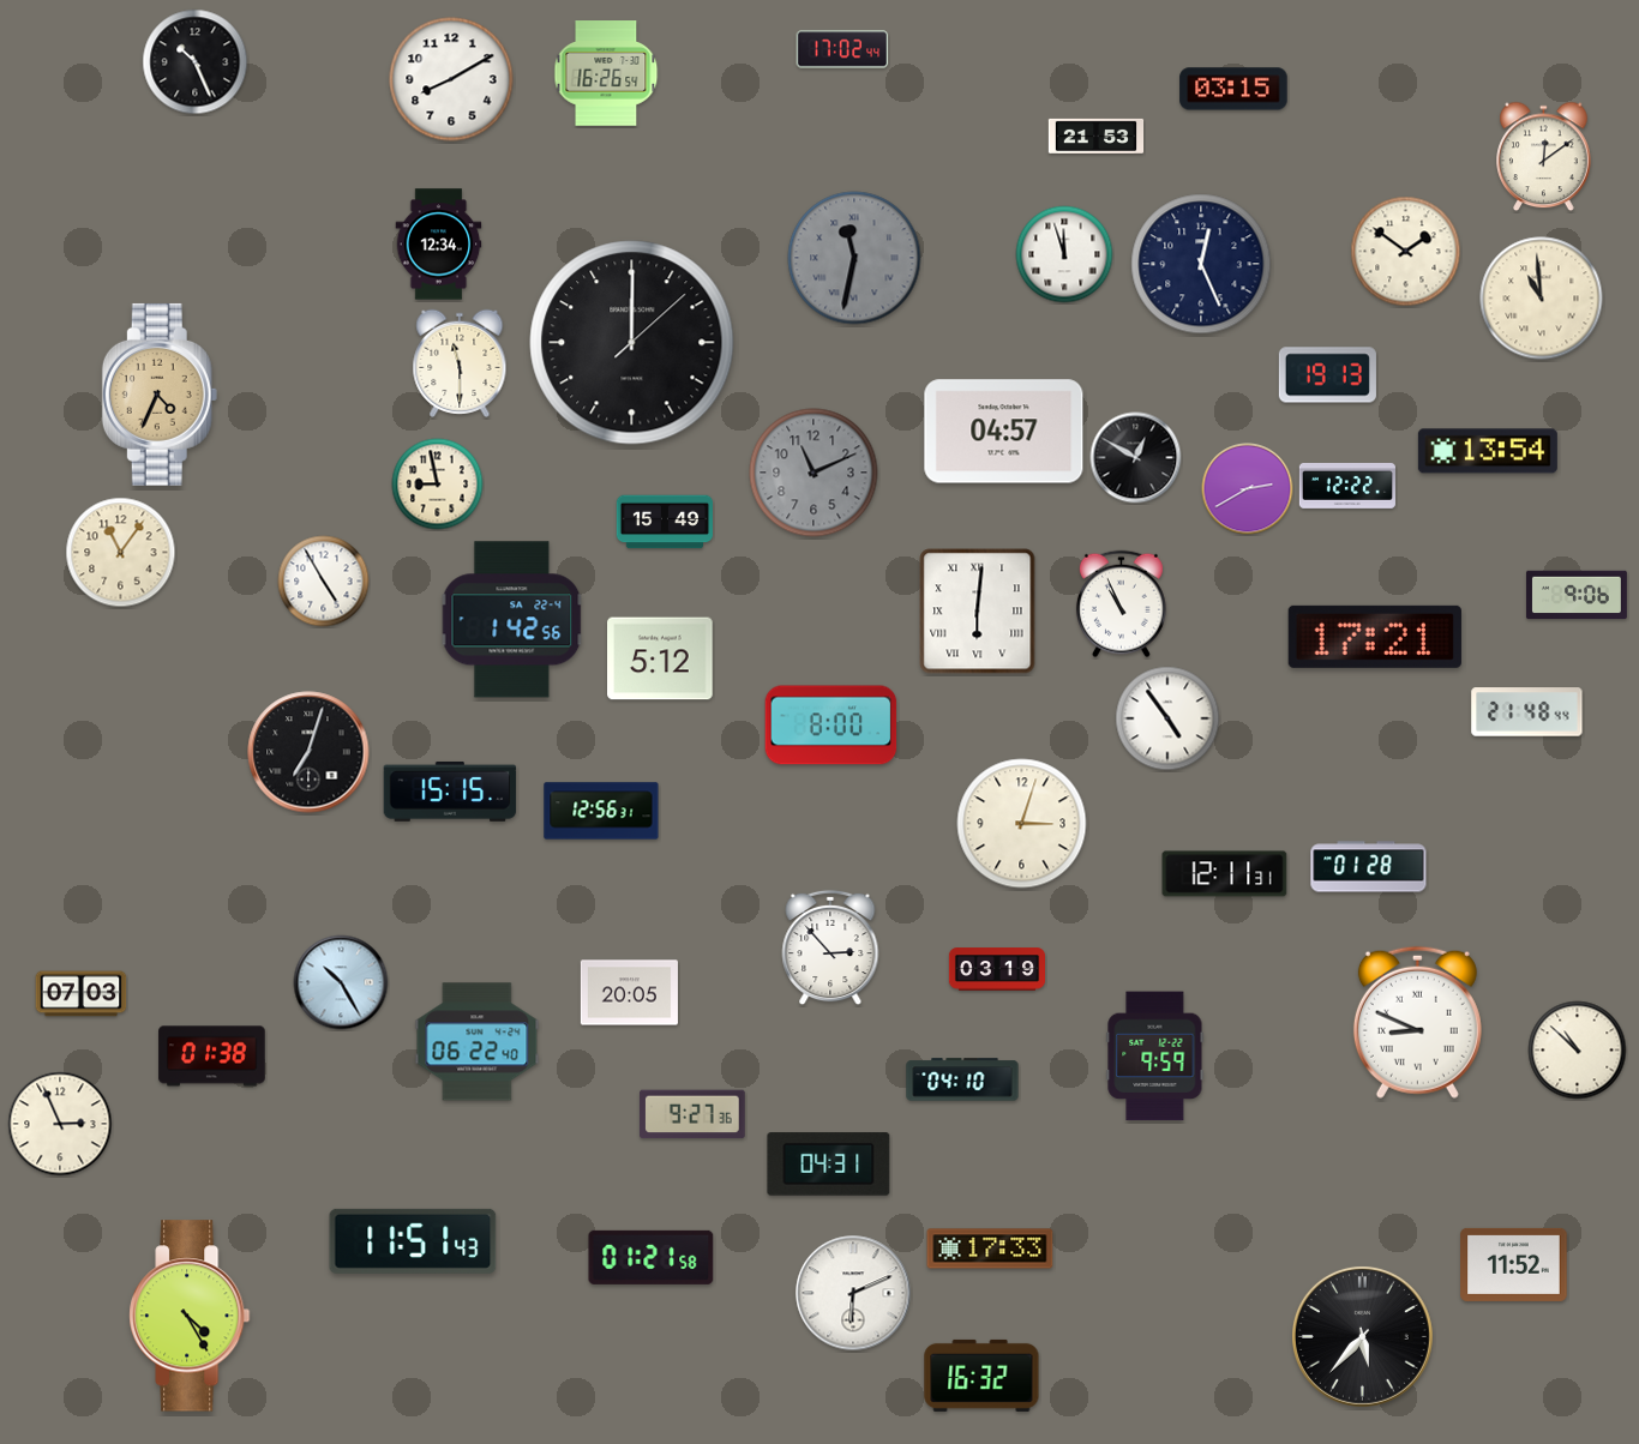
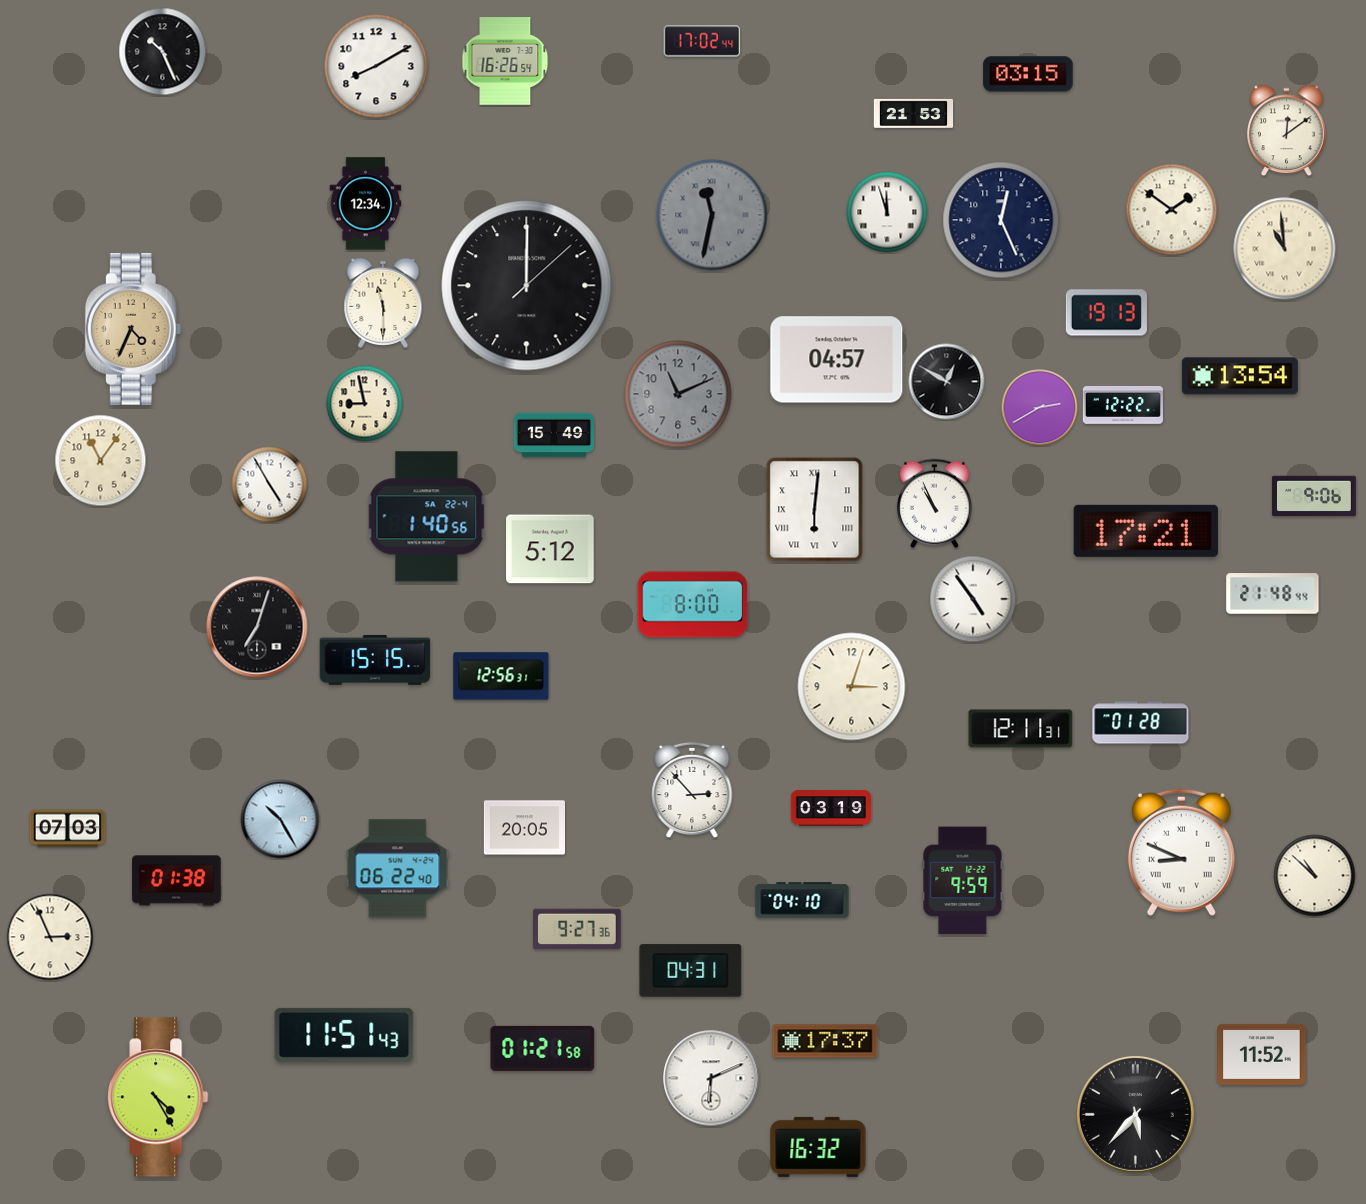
clock at (512, 620): 1:42 -> 1:40
clock at (341, 982) position: (341, 982) -> (280, 819)
clock at (990, 1249): 17:33 -> 17:37
